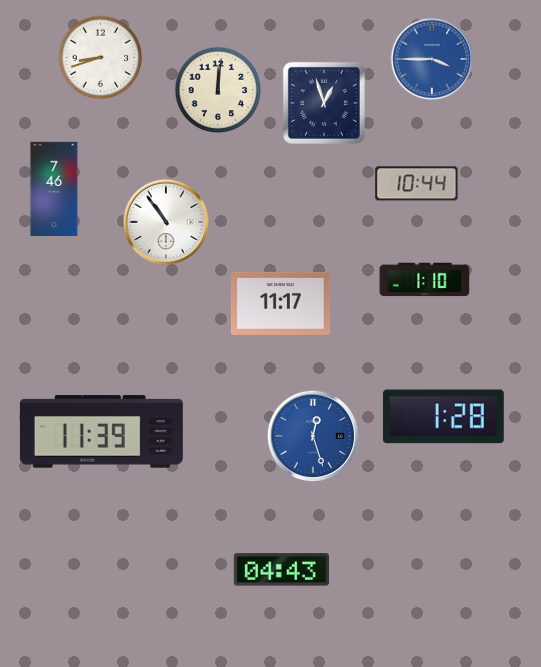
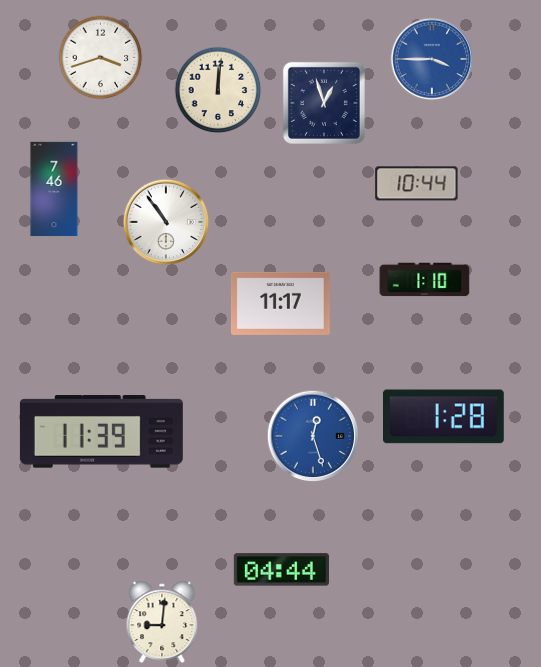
clock at (101, 58): 8:42 -> 3:42
clock at (281, 570): 04:43 -> 04:44
clock at (162, 621): none -> 9:01
